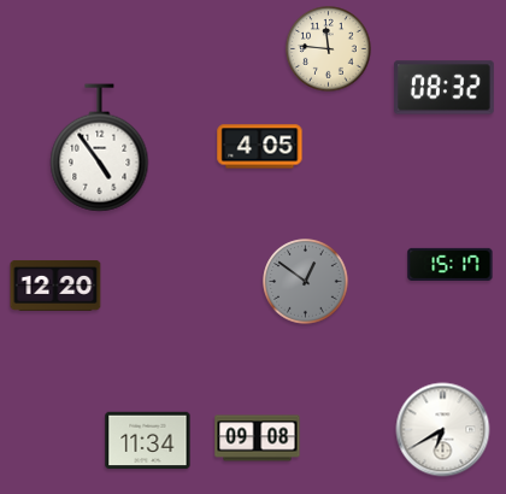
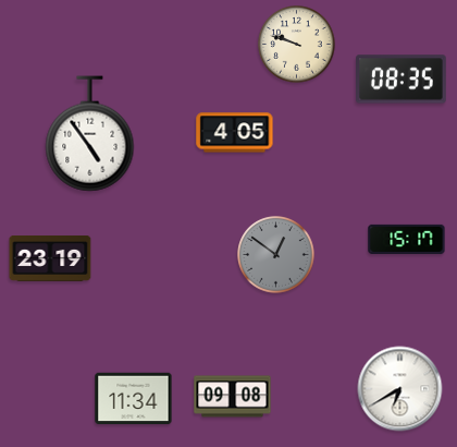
clock at (329, 49): 11:46 -> 9:48
clock at (445, 88): 08:32 -> 08:35
clock at (55, 286): 12:20 -> 23:19
